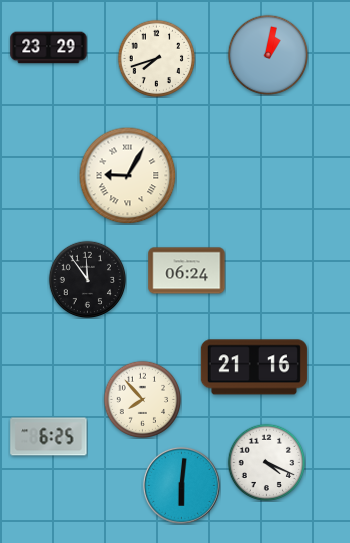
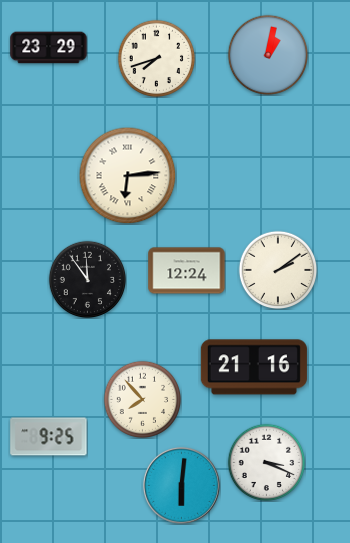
clock at (127, 175): 9:05 -> 6:14
clock at (278, 270): none -> 2:09
clock at (187, 271): 06:24 -> 12:24
clock at (49, 437): 6:25 -> 9:25
clock at (266, 462): 4:19 -> 3:19
